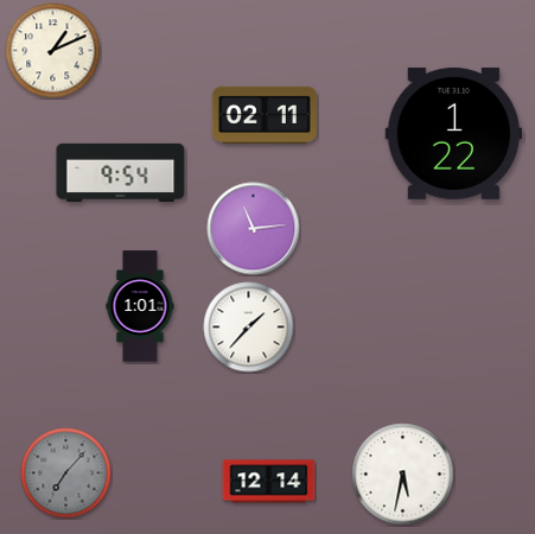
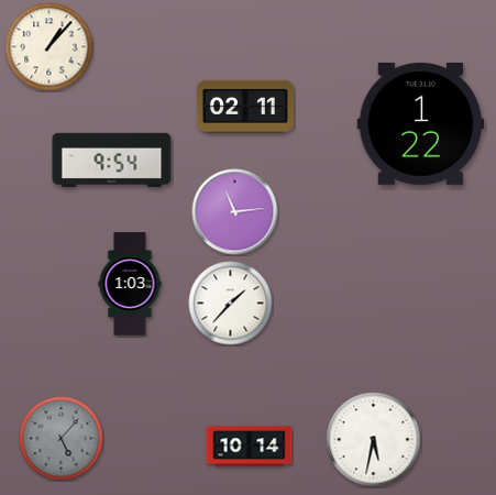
clock at (53, 51): 1:11 -> 1:07
clock at (140, 306): 1:01 -> 1:03
clock at (66, 473): 7:07 -> 5:07
clock at (269, 482): 12:14 -> 10:14
